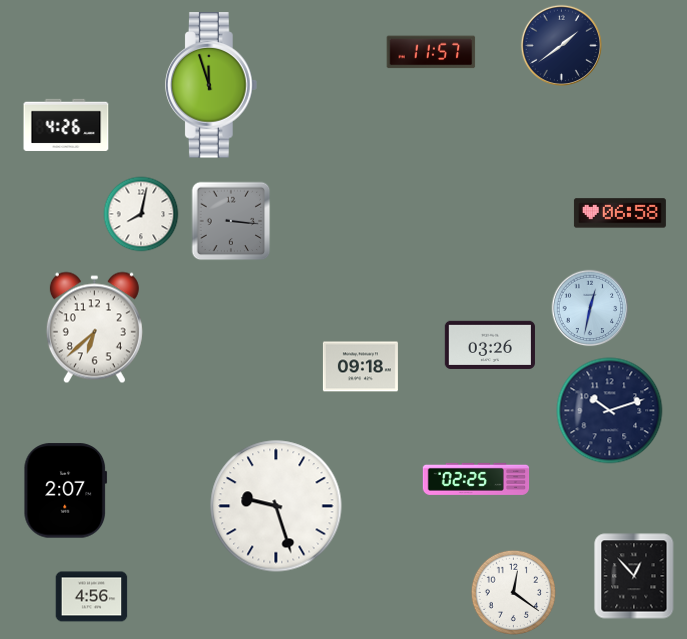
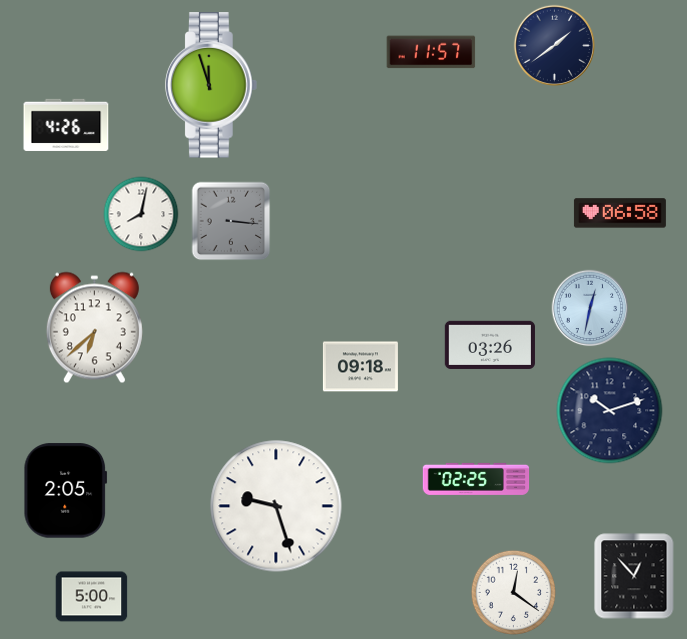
clock at (561, 45) position: (561, 45) -> (554, 45)
clock at (66, 491): 2:07 -> 2:05
clock at (92, 597): 4:56 -> 5:00
